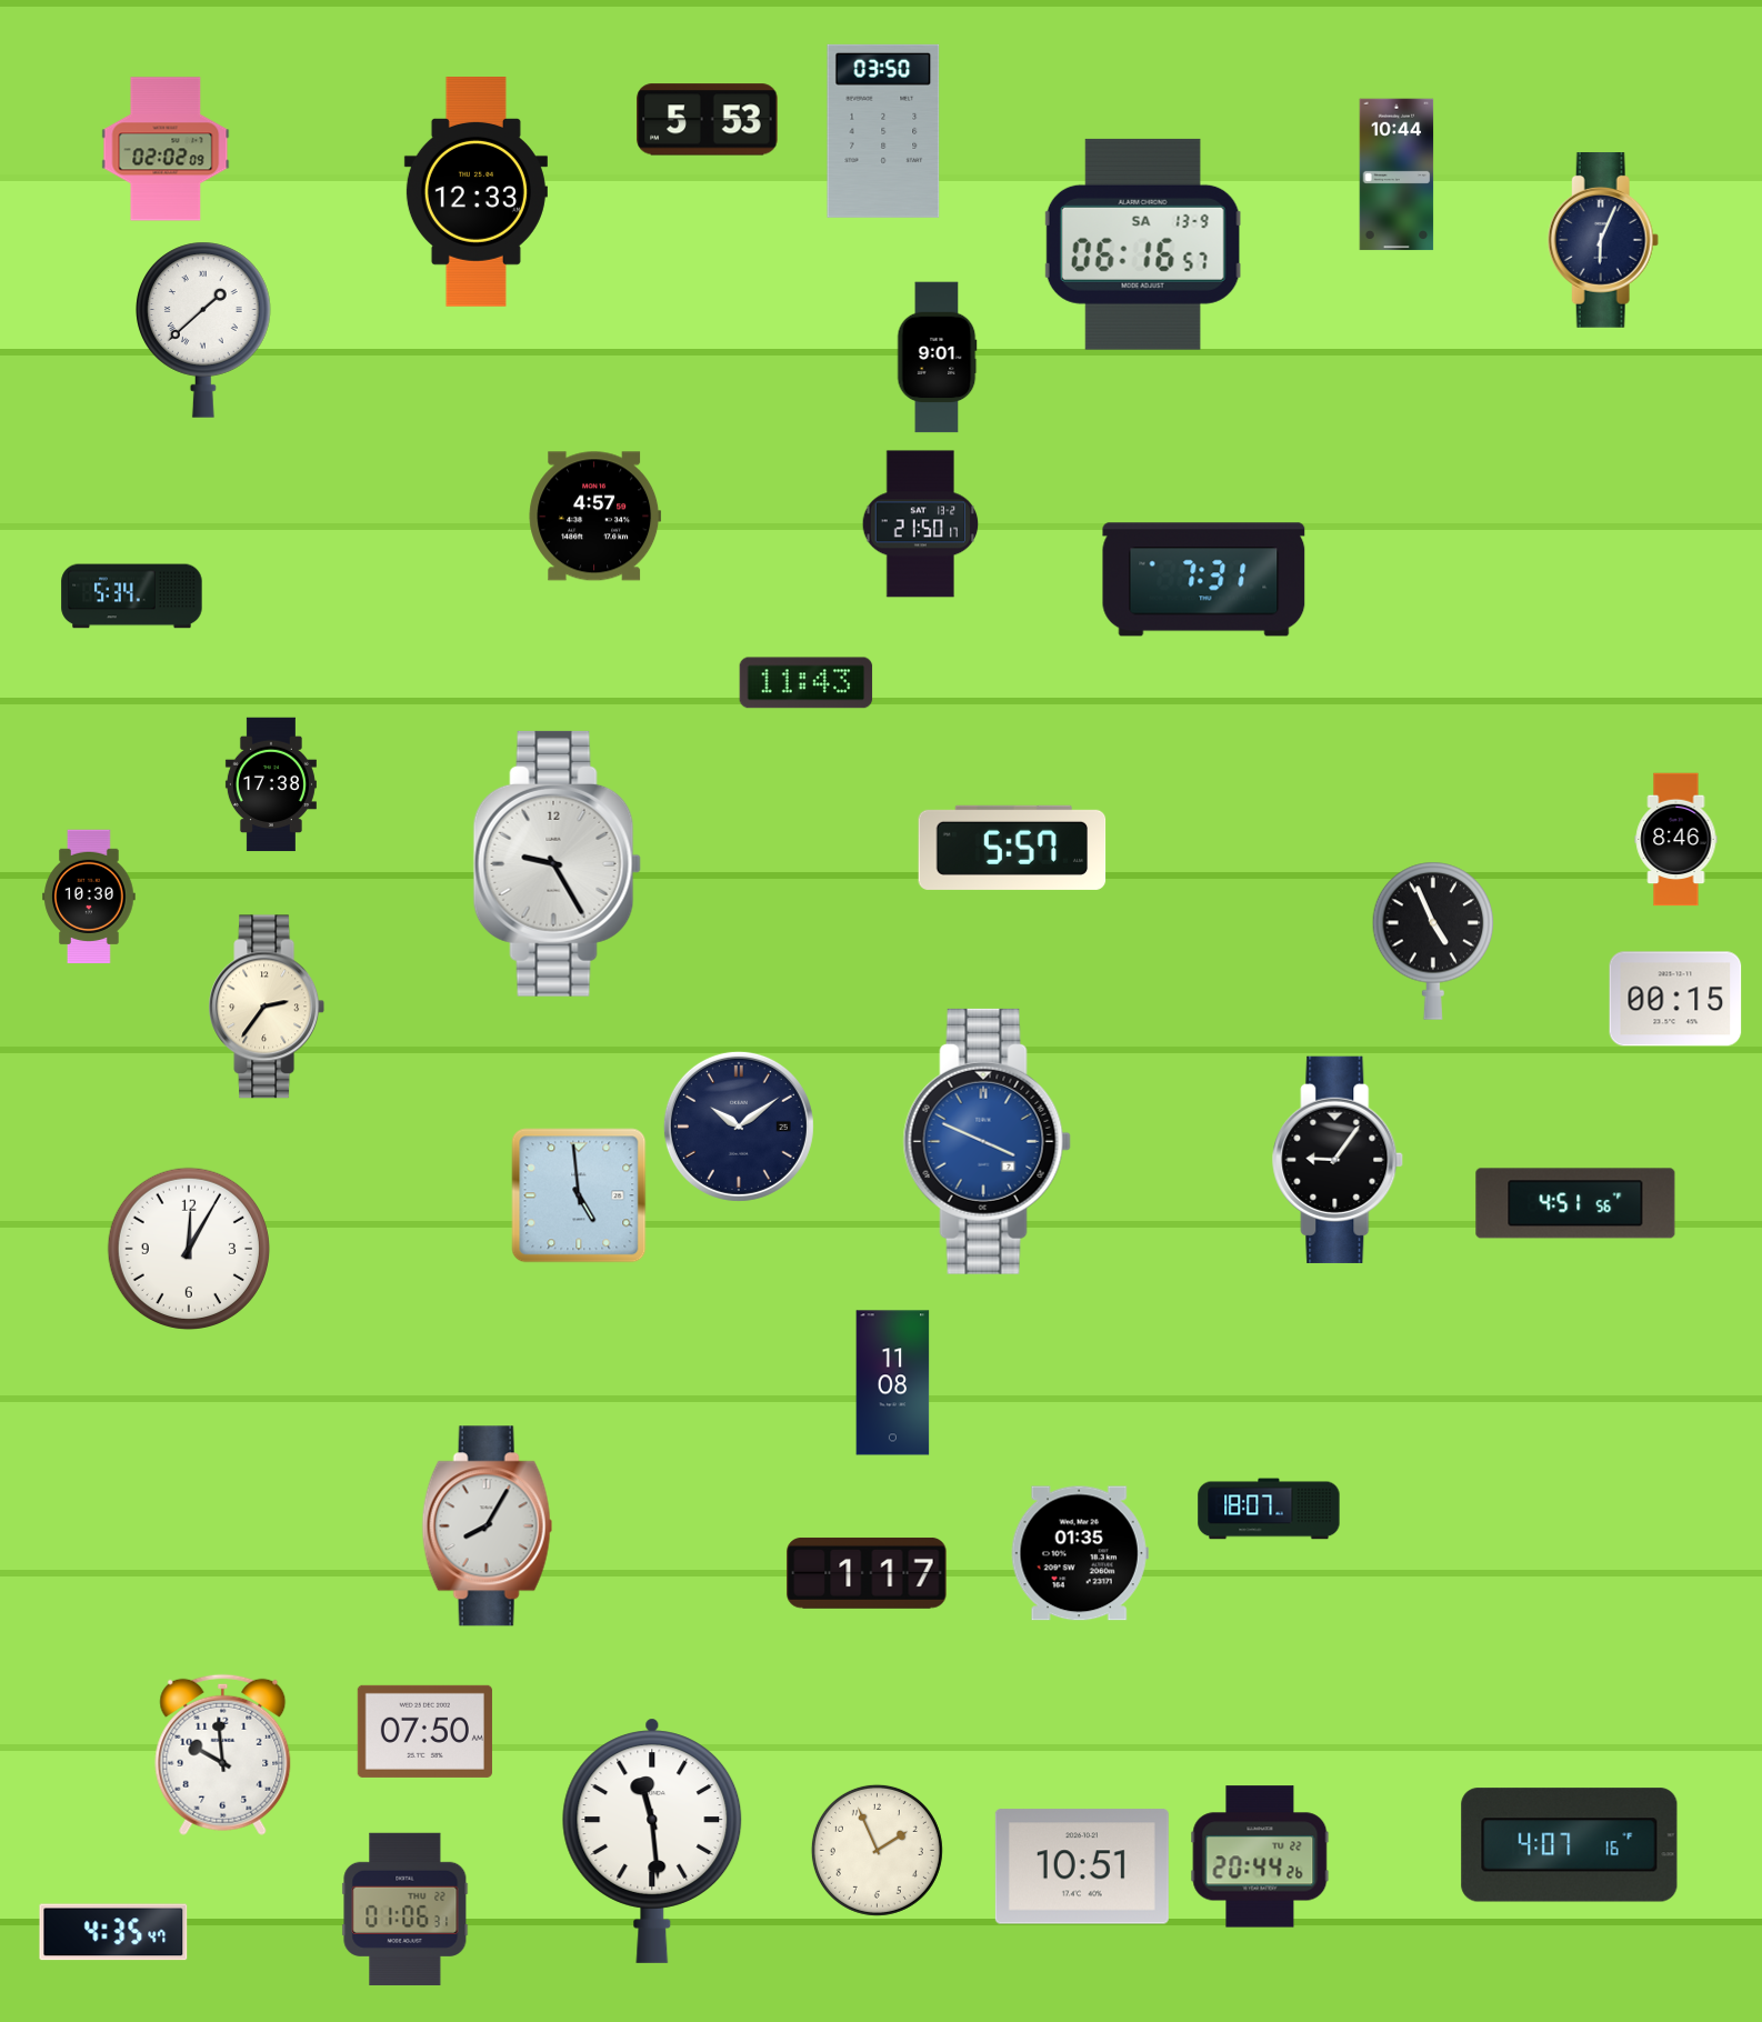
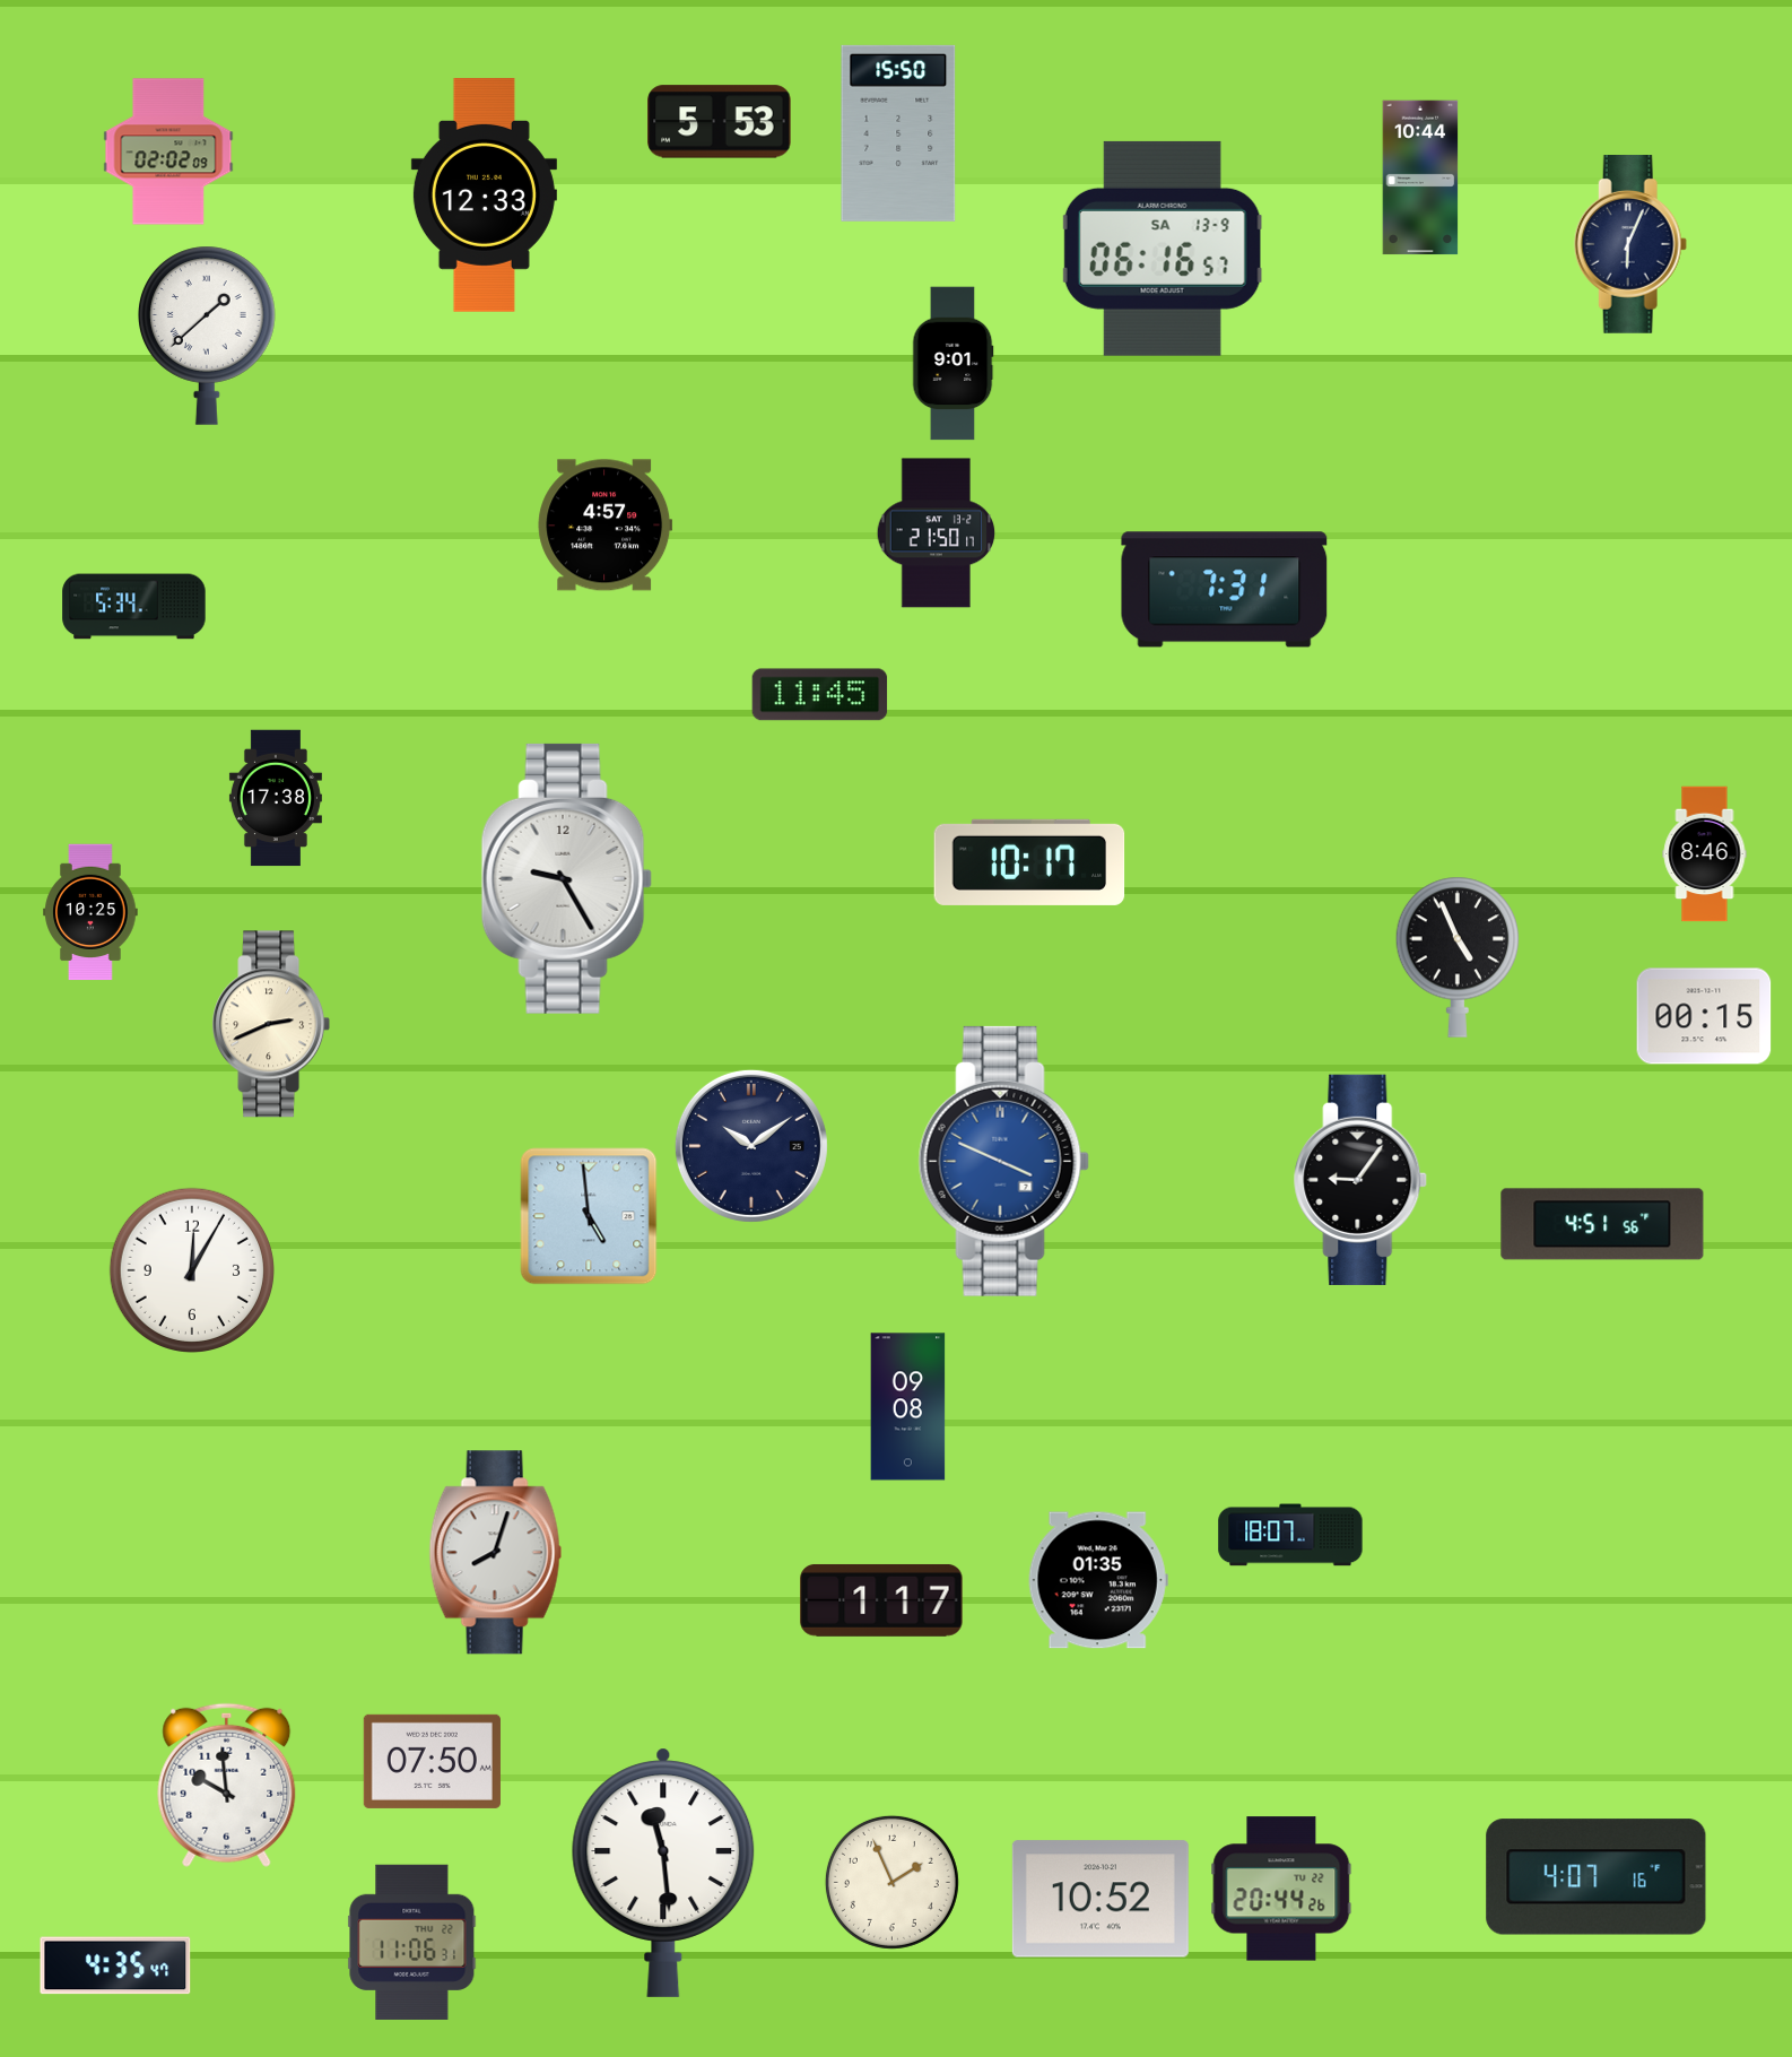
clock at (883, 131): 03:50 -> 15:50
clock at (807, 683): 11:43 -> 11:45
clock at (1012, 848): 5:57 -> 10:17
clock at (89, 897): 10:30 -> 10:25
clock at (267, 1007): 2:36 -> 2:41
clock at (893, 1383): 11:08 -> 09:08
clock at (488, 1526): 8:05 -> 8:03
clock at (1082, 1866): 10:51 -> 10:52
clock at (406, 1909): 01:06 -> 11:06
